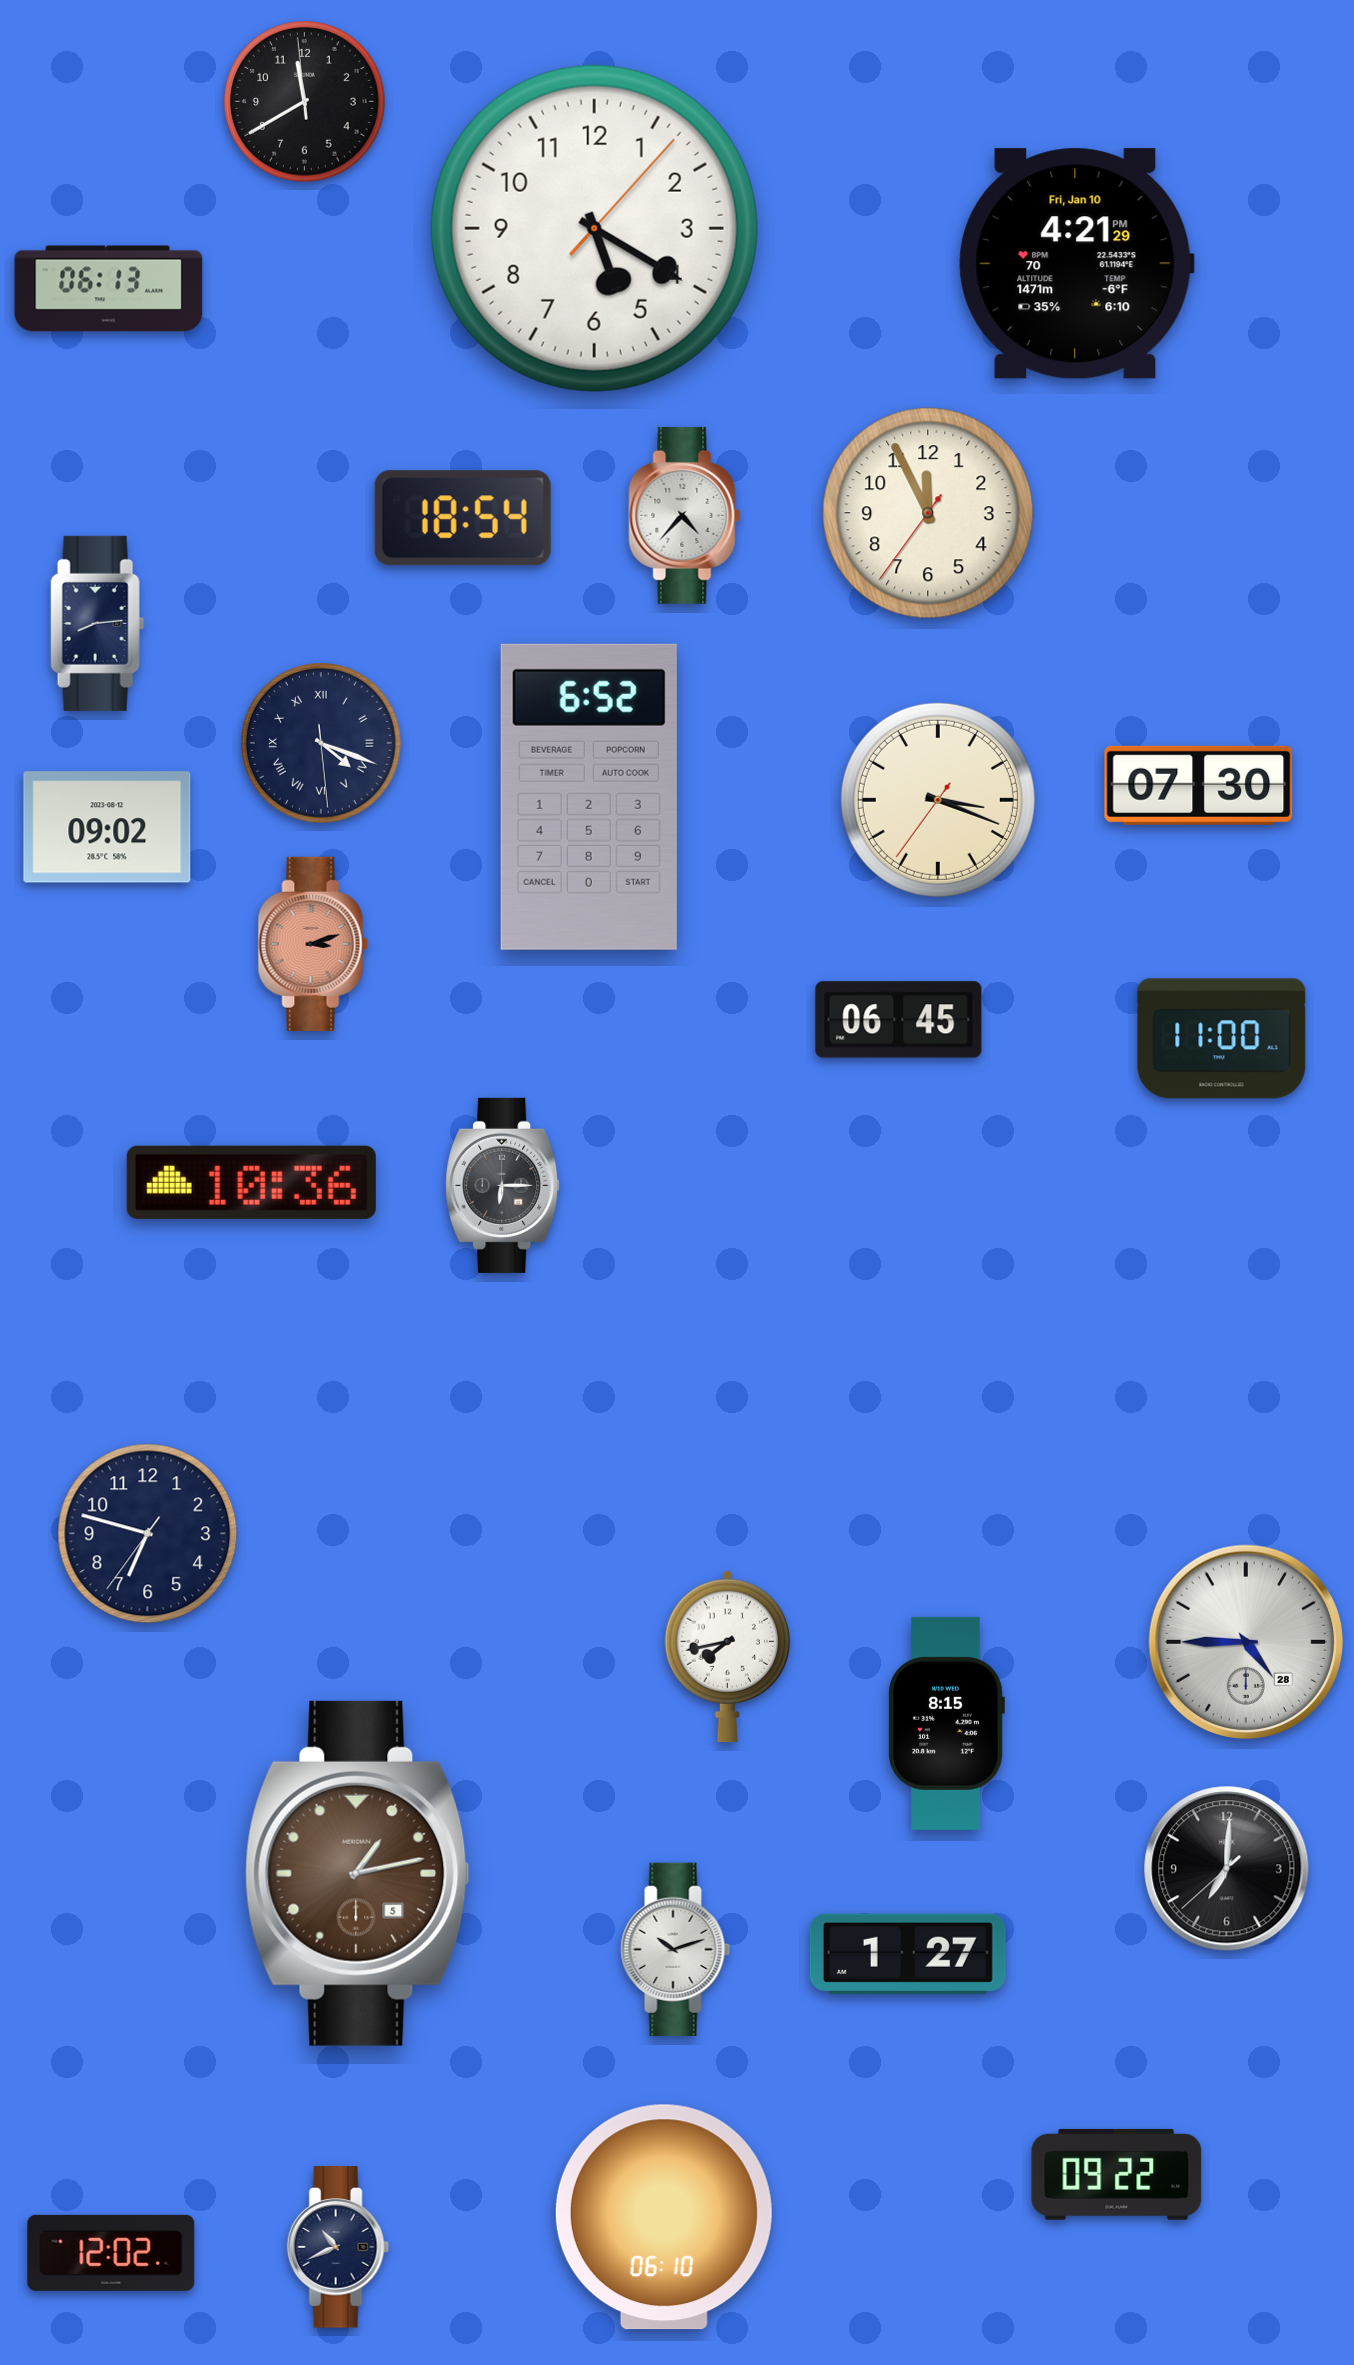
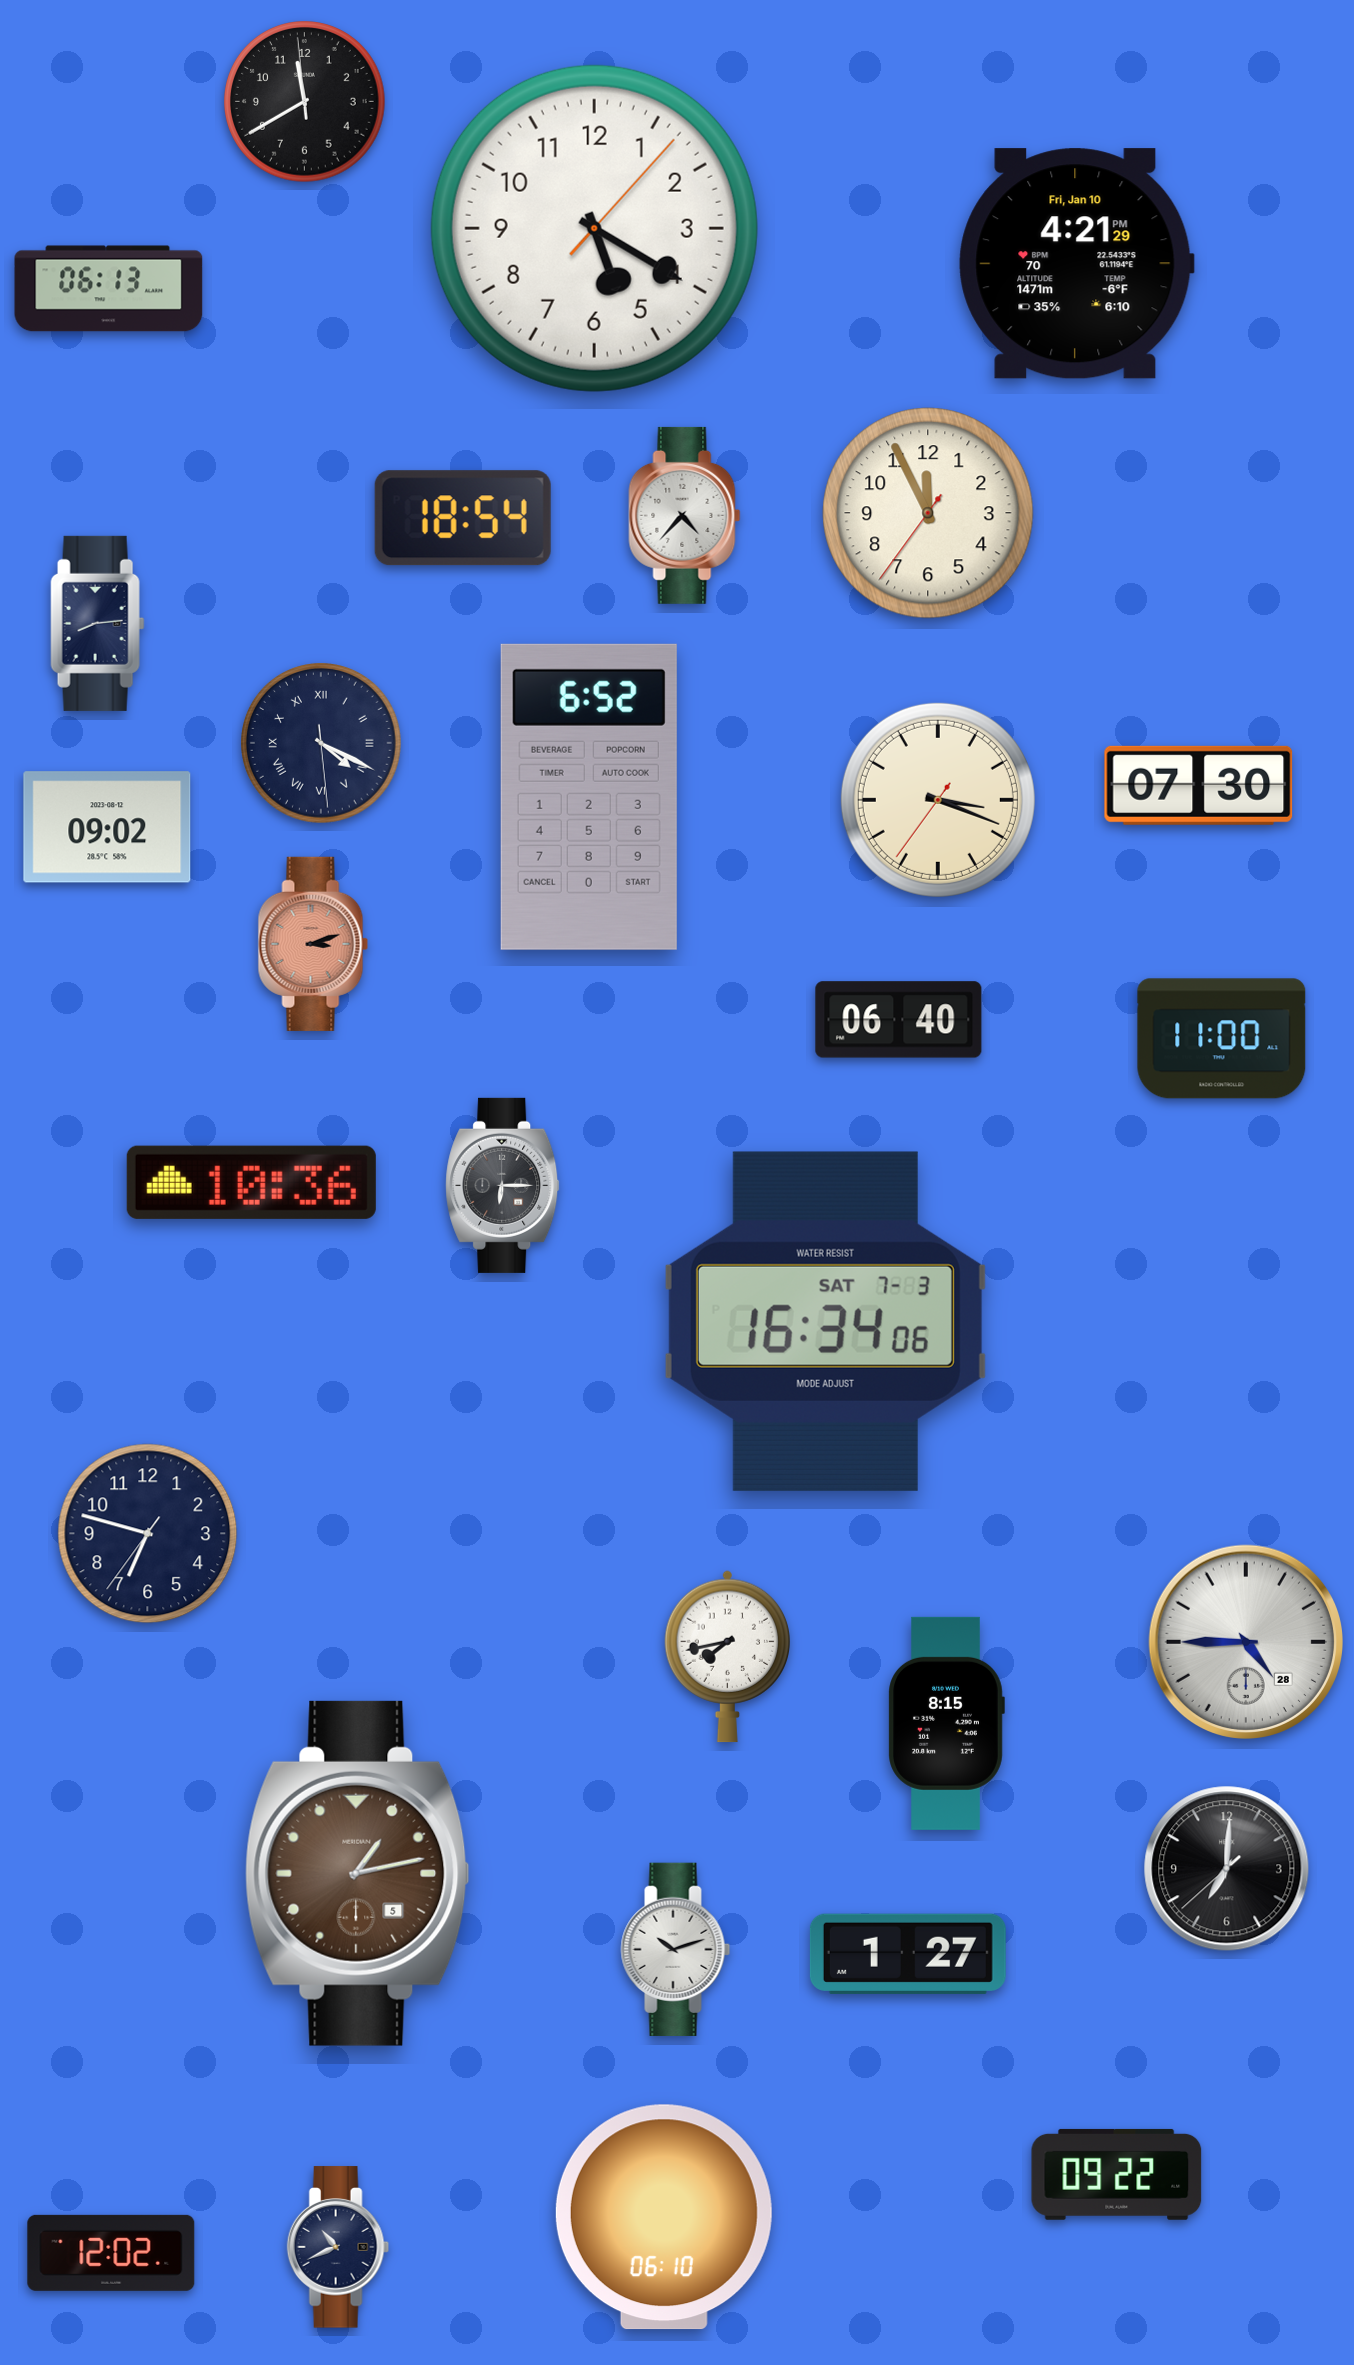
clock at (322, 744): 4:18 -> 4:19
clock at (899, 1020): 06:45 -> 06:40
clock at (825, 1321): none -> 16:34
